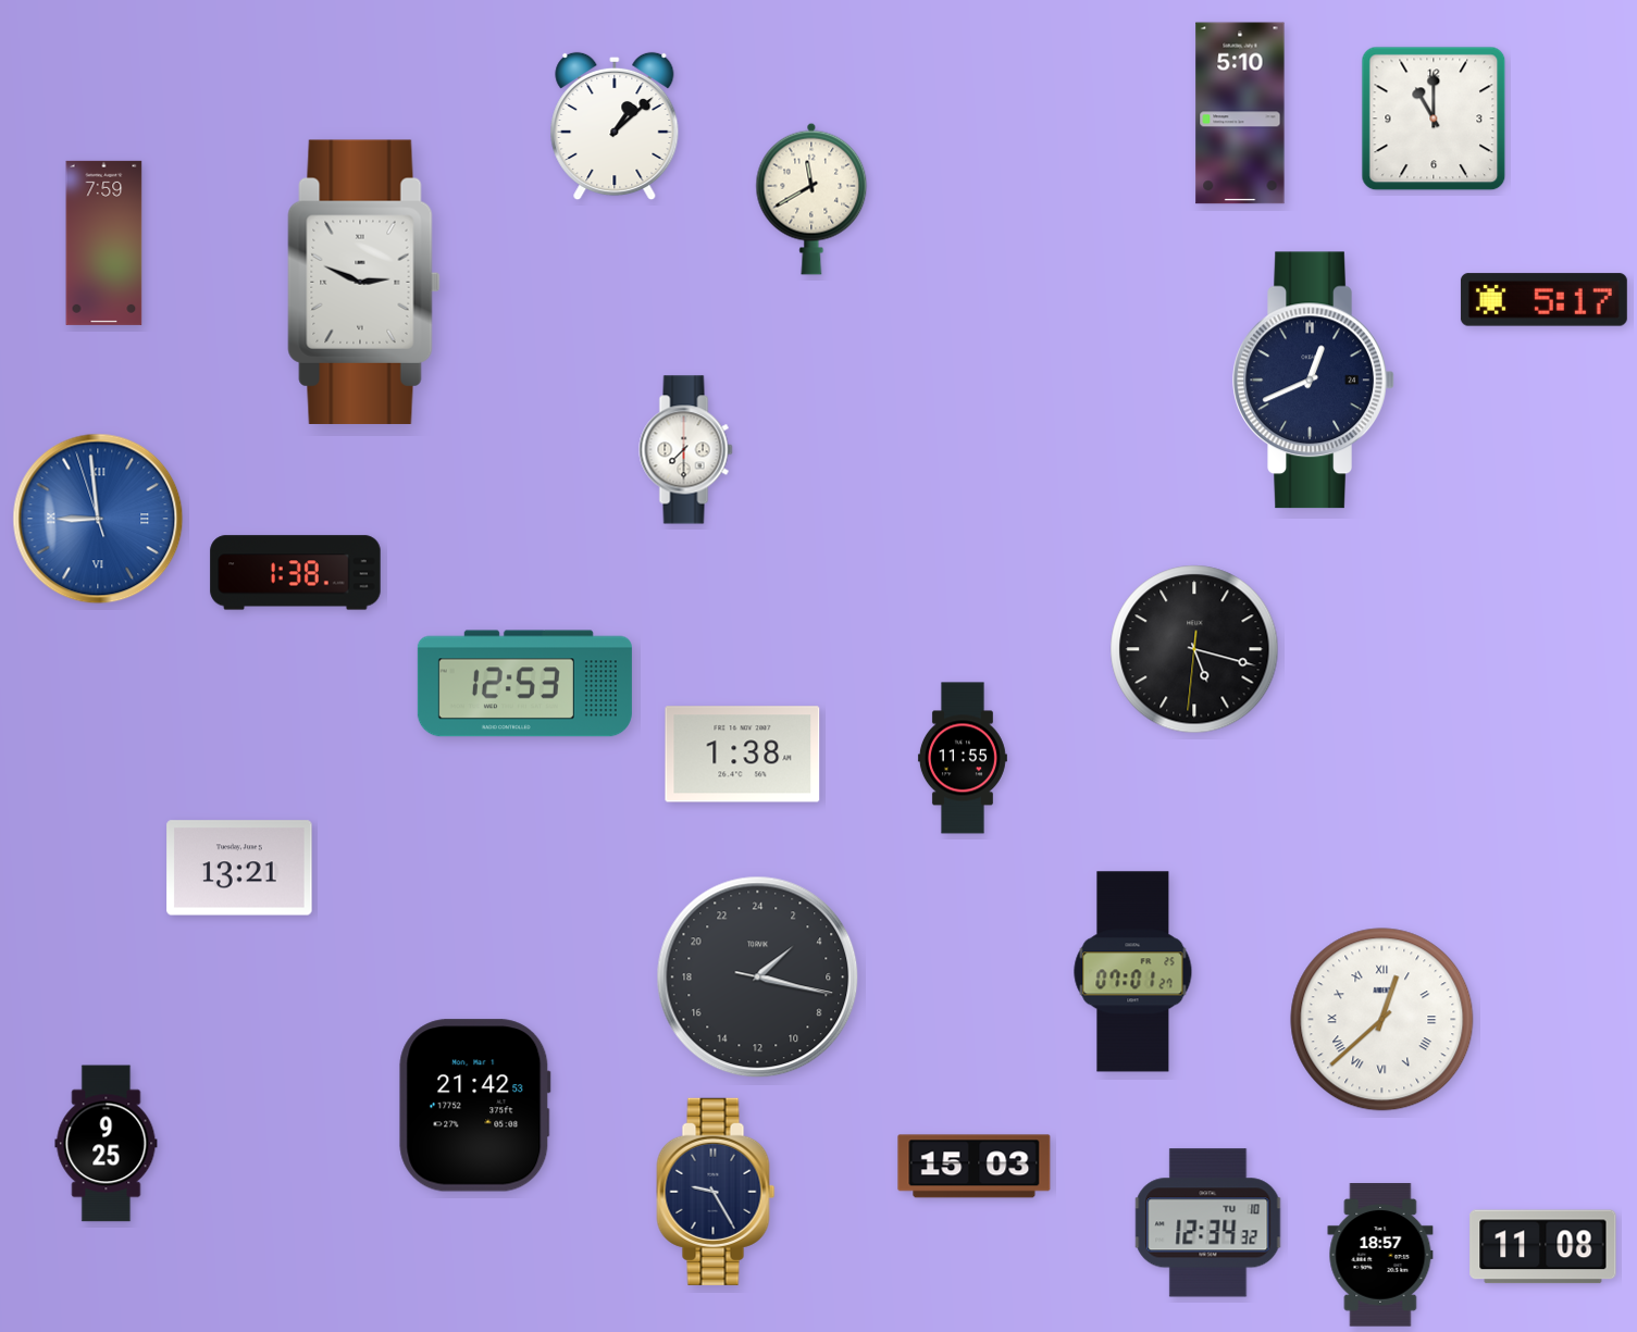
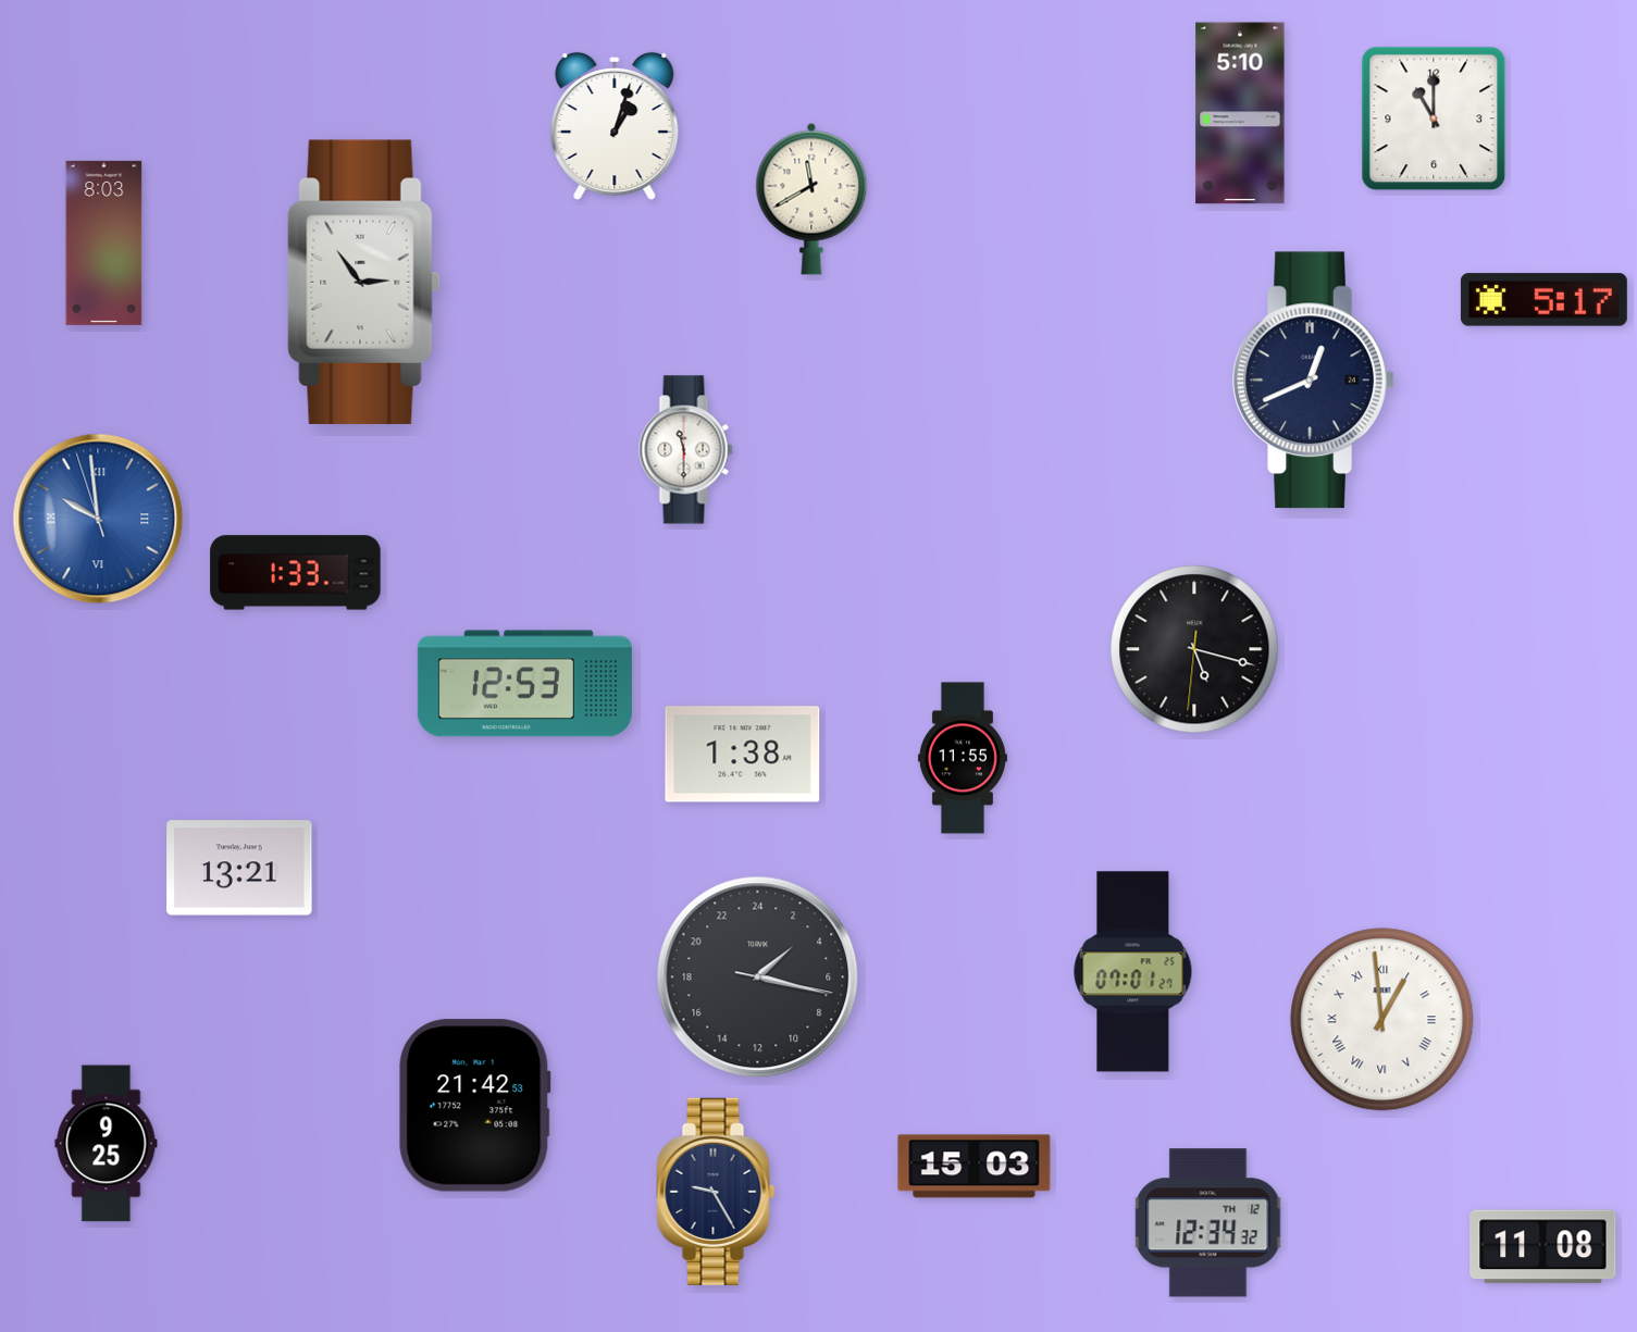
clock at (615, 126): 1:08 -> 1:03
clock at (104, 242): 7:59 -> 8:03
clock at (364, 282): 2:49 -> 2:54
clock at (686, 450): 7:30 -> 11:30
clock at (98, 519): 8:58 -> 9:58
clock at (296, 573): 1:38 -> 1:33
clock at (1382, 1020): 12:38 -> 12:59
clock at (1208, 1223) date: TU 10 -> TH 12
clock at (1380, 1255): 18:57 -> none
